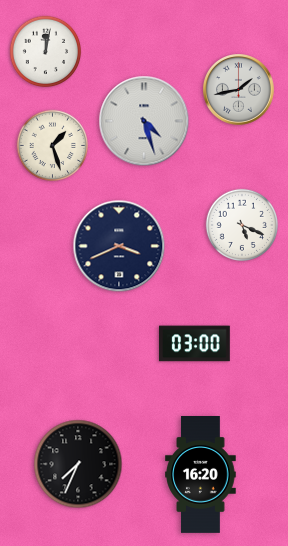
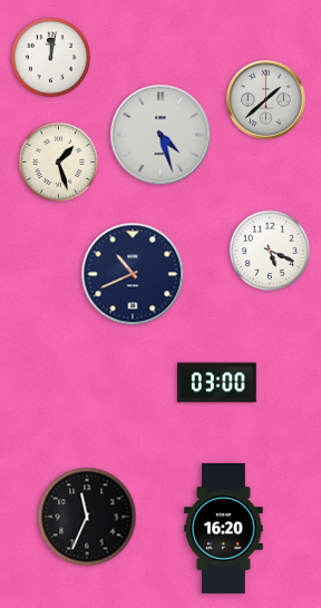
clock at (239, 90): 1:43 -> 1:38
clock at (119, 246): 3:41 -> 10:41
clock at (78, 464): 7:34 -> 11:34
